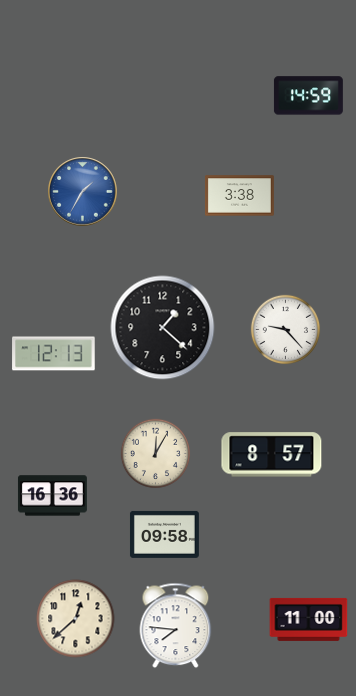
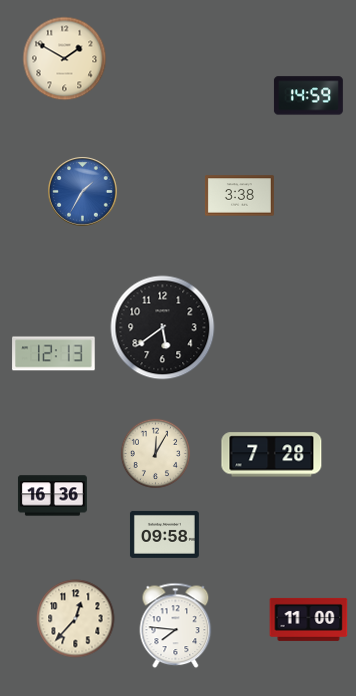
clock at (65, 59): none -> 1:50
clock at (163, 328): 1:22 -> 5:39
clock at (286, 330): 9:23 -> none
clock at (272, 455): 8:57 -> 7:28
clock at (76, 619): 12:38 -> 12:37
